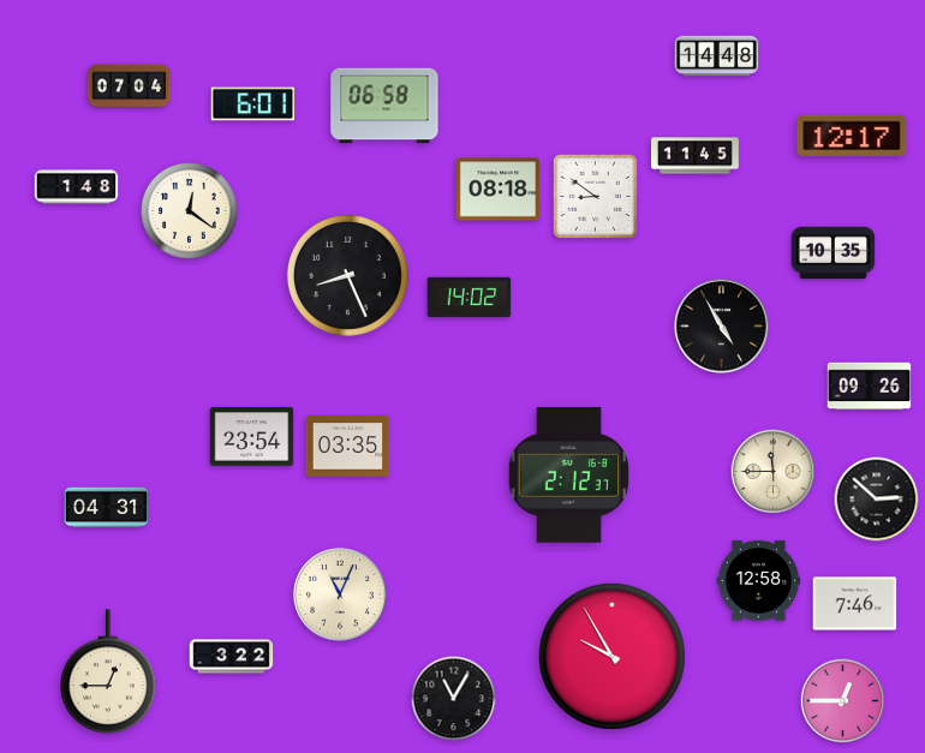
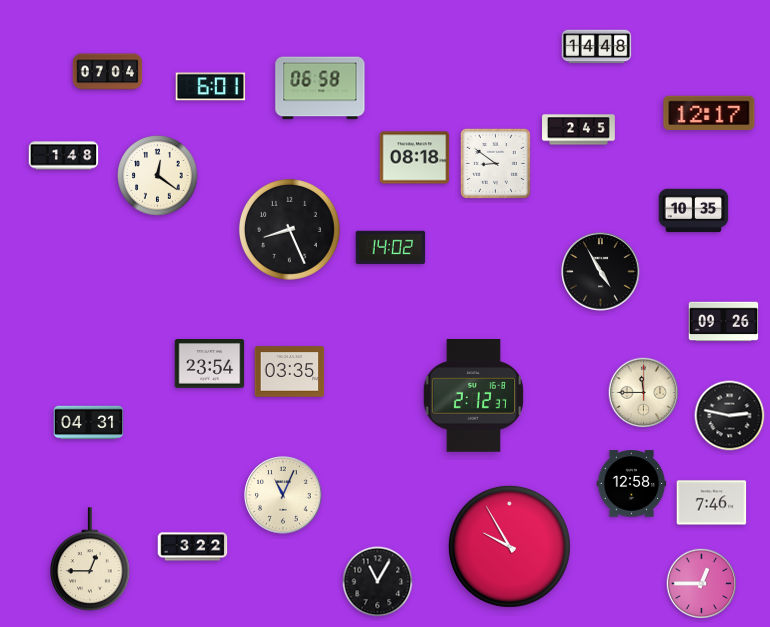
clock at (696, 156): 11:45 -> 2:45
clock at (877, 500): 2:52 -> 2:47
